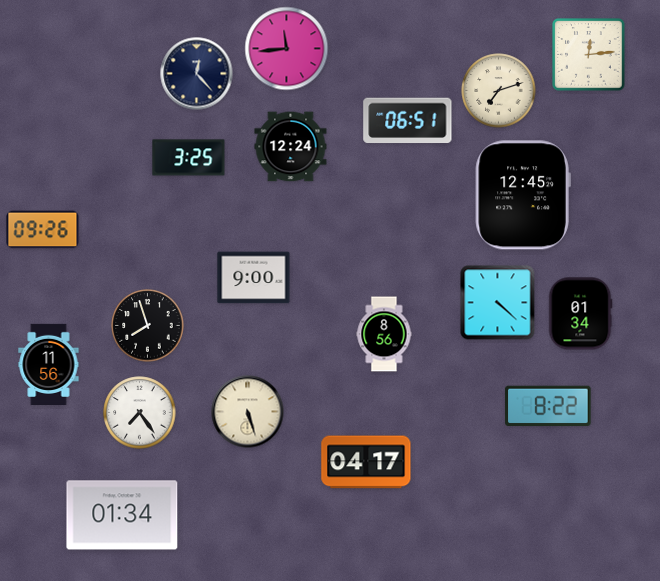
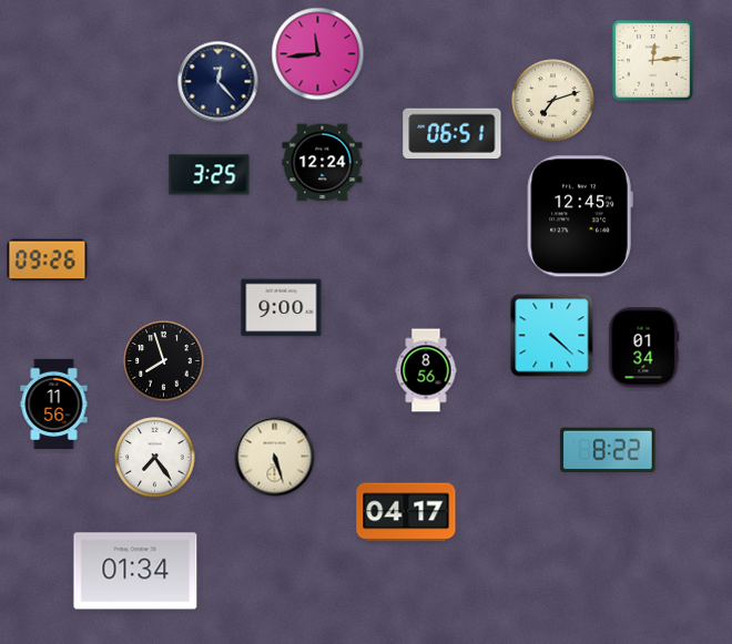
clock at (43, 230) position: (43, 230) -> (48, 260)
